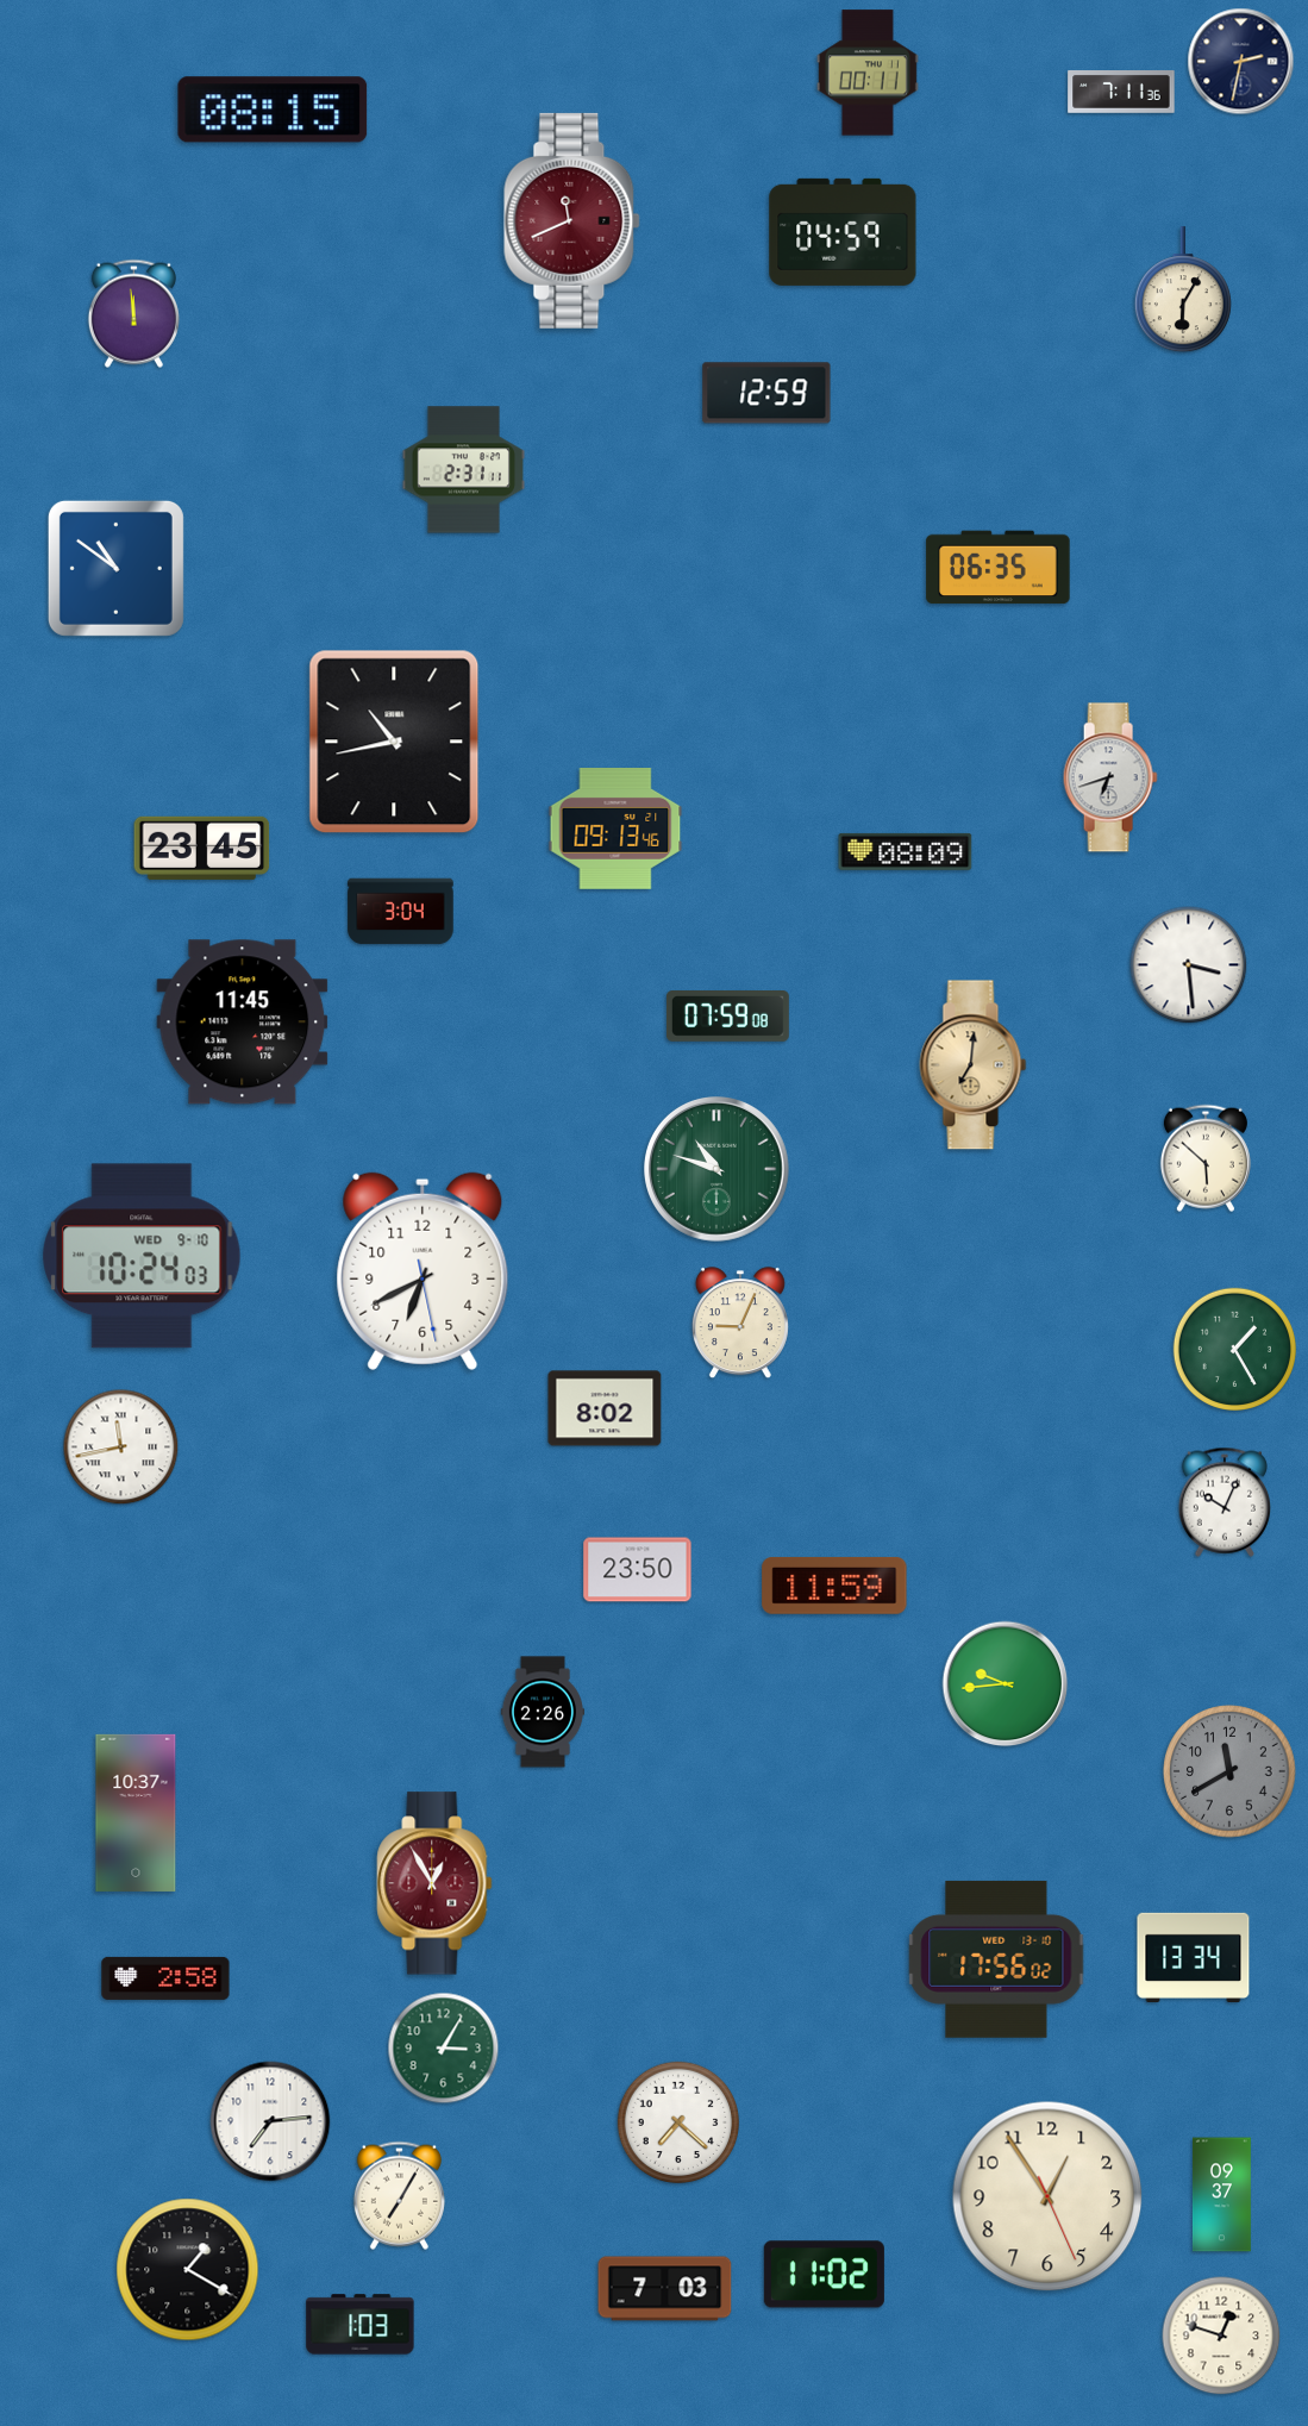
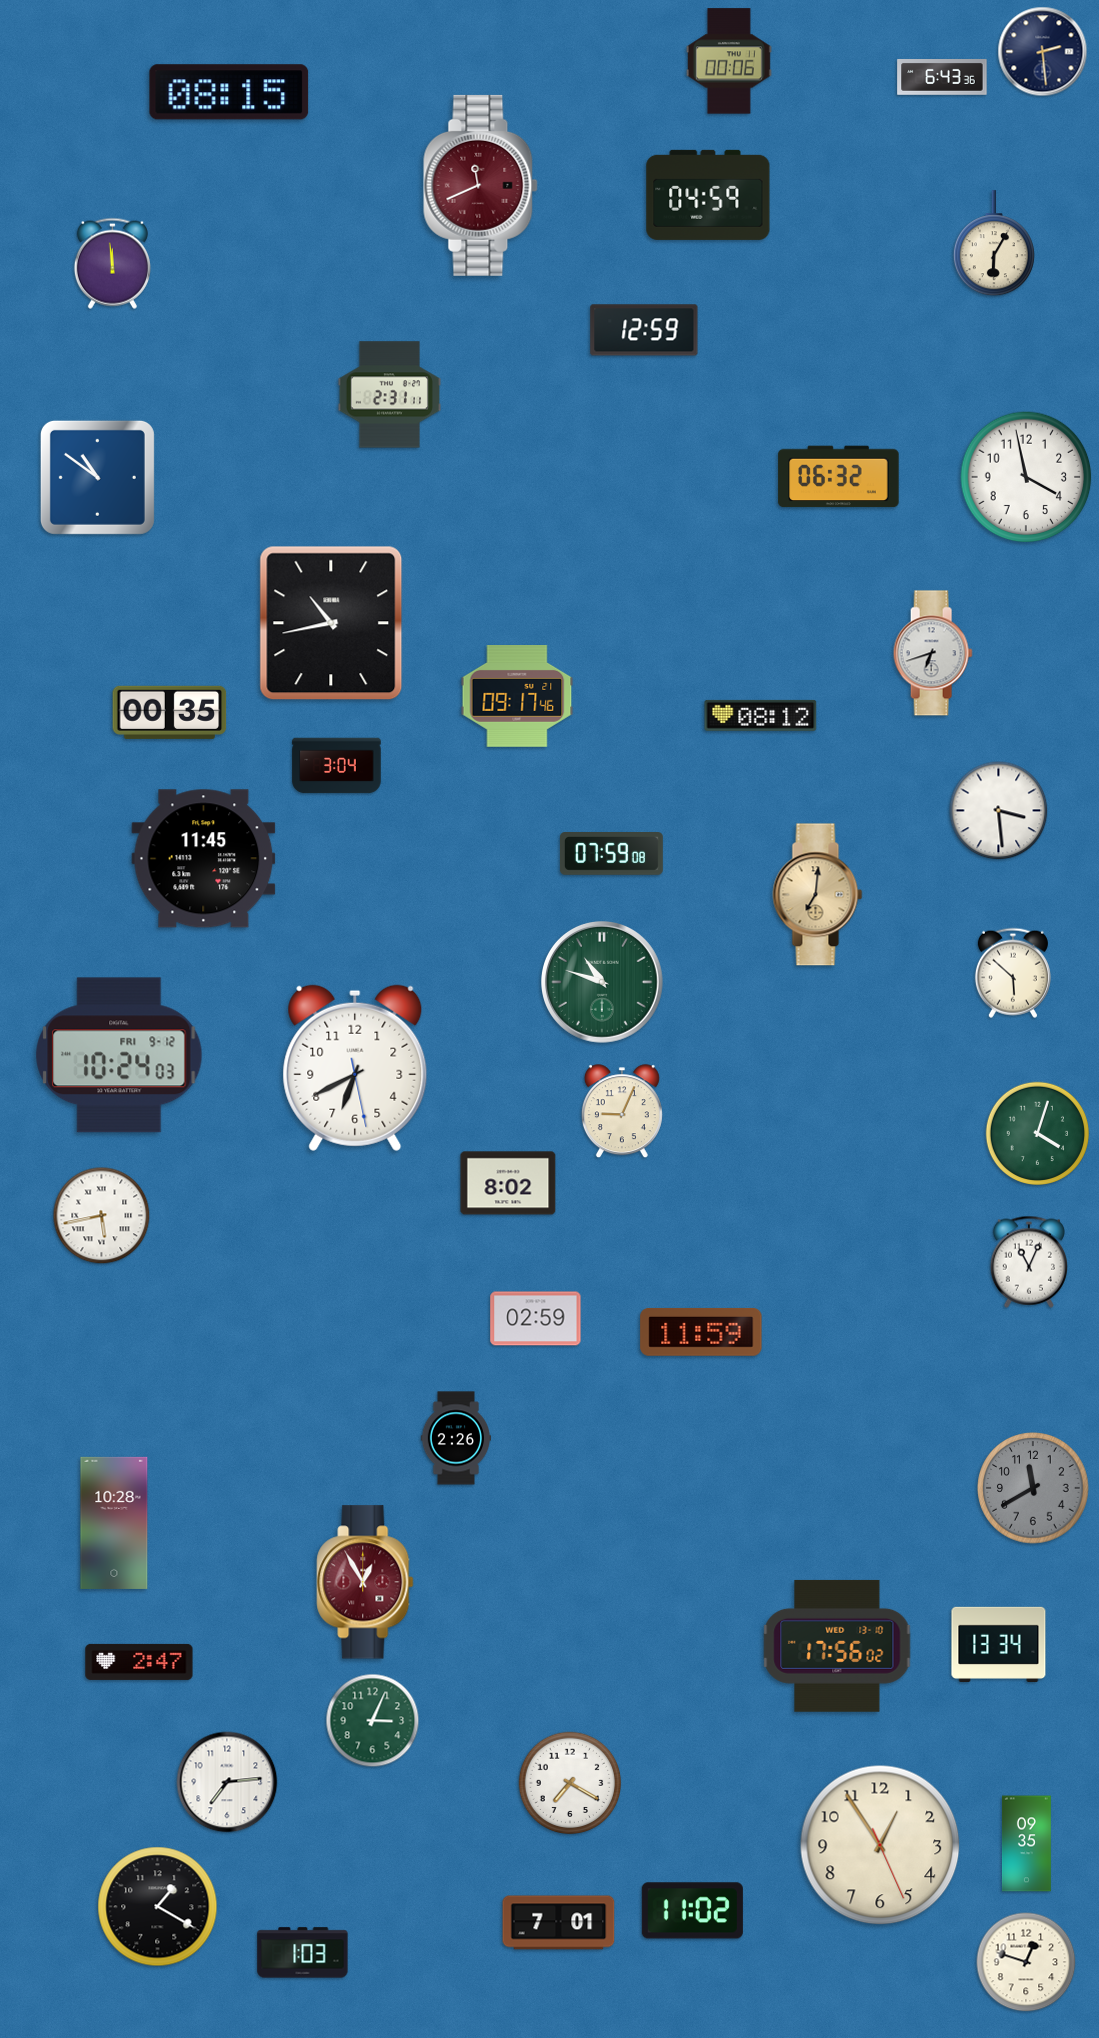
clock at (1241, 62): 2:32 -> 2:29
clock at (868, 73): 00:11 -> 00:06
clock at (1121, 93): 7:11 -> 6:43
clock at (999, 568): 06:35 -> 06:32
clock at (1026, 477): none -> 3:58
clock at (615, 830): 09:13 -> 09:17
clock at (202, 848): 23:45 -> 00:35
clock at (906, 851): 08:09 -> 08:12
clock at (142, 1256) date: WED 9-10 -> FRI 9-12
clock at (1234, 1349): 1:25 -> 4:03
clock at (121, 1448): 11:43 -> 5:43
clock at (1223, 1502): 10:04 -> 11:04
clock at (638, 1570): 23:50 -> 02:59
clock at (1006, 1684): 9:44 -> none
clock at (136, 1813): 10:37 -> 10:28
clock at (1194, 1957) position: (1194, 1957) -> (999, 1644)
clock at (165, 1978): 2:58 -> 2:47
clock at (444, 2049): 3:05 -> 3:04
clock at (678, 2122): 7:22 -> 7:20
clock at (399, 2195): 7:05 -> none
clock at (1221, 2195): 09:37 -> 09:35
clock at (665, 2289): 7:03 -> 7:01
